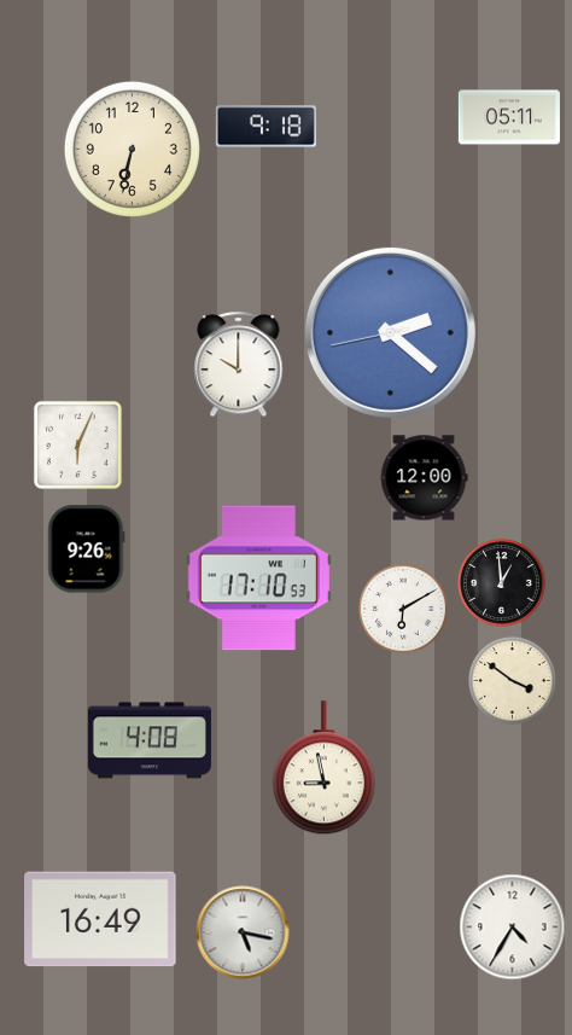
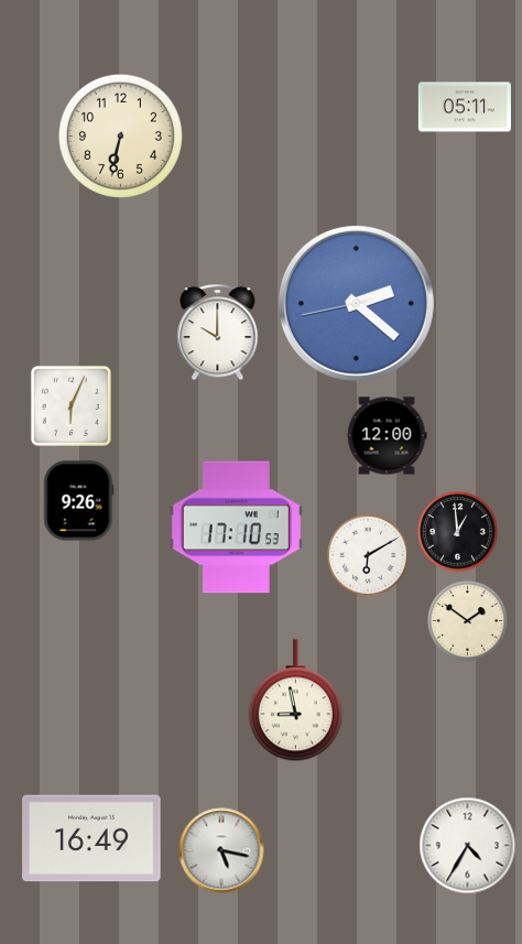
clock at (265, 127): 9:18 -> none
clock at (513, 681): 3:51 -> 1:51
clock at (150, 740): 4:08 -> none
